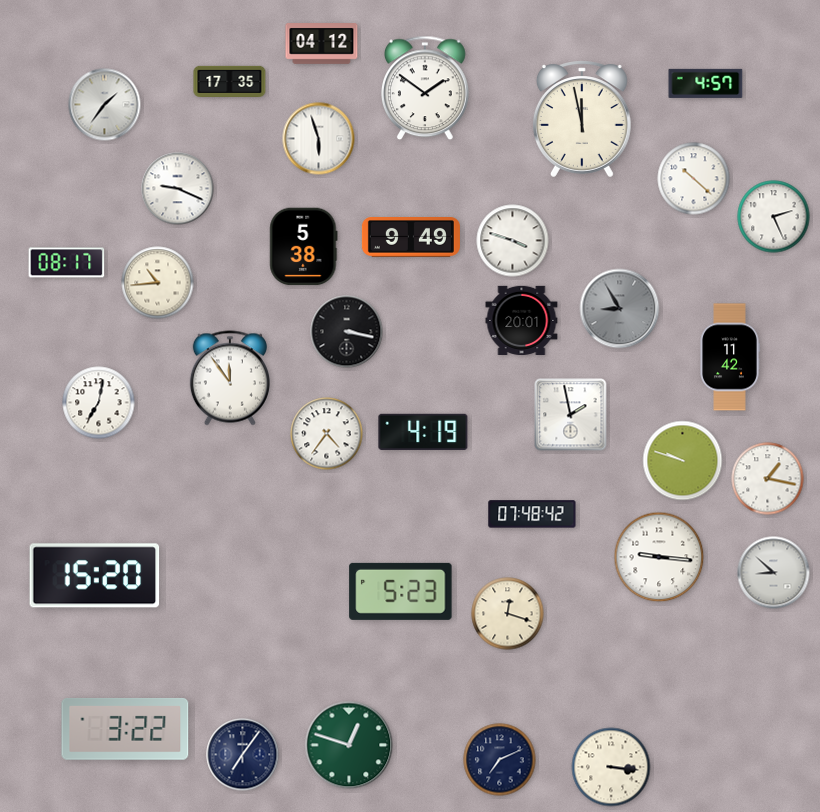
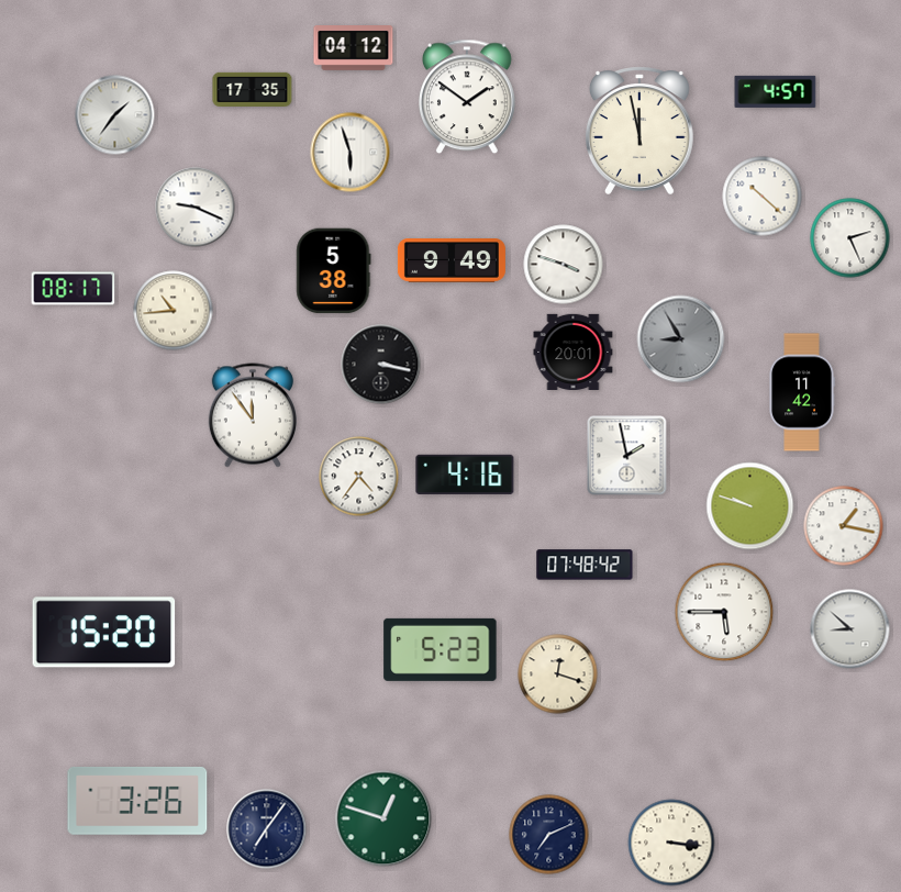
clock at (99, 403): 7:02 -> none
clock at (423, 432): 4:19 -> 4:16
clock at (659, 557): 9:16 -> 5:45
clock at (125, 729): 3:22 -> 3:26
